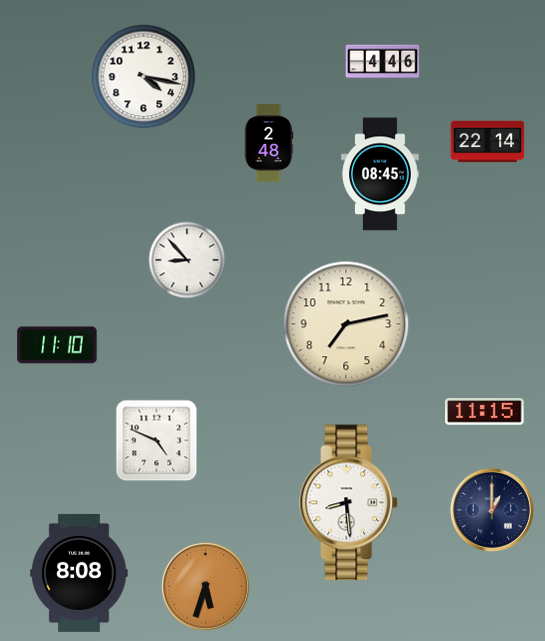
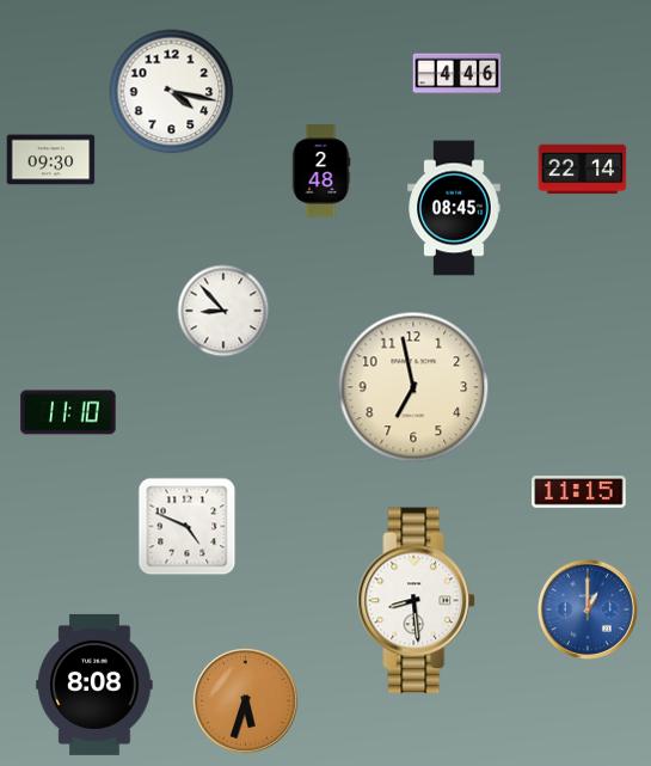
clock at (51, 160): none -> 09:30
clock at (346, 324): 7:13 -> 6:58
clock at (492, 510) dial: navy -> blue
